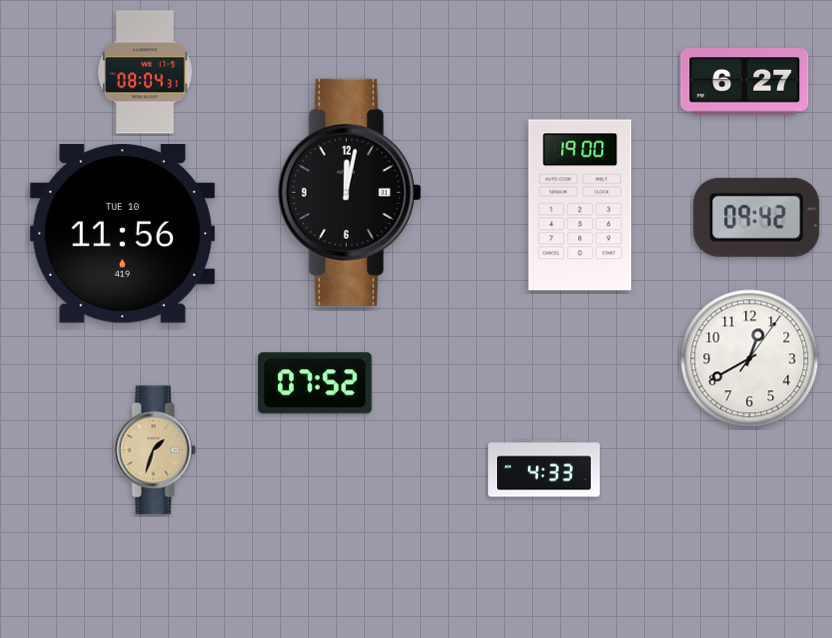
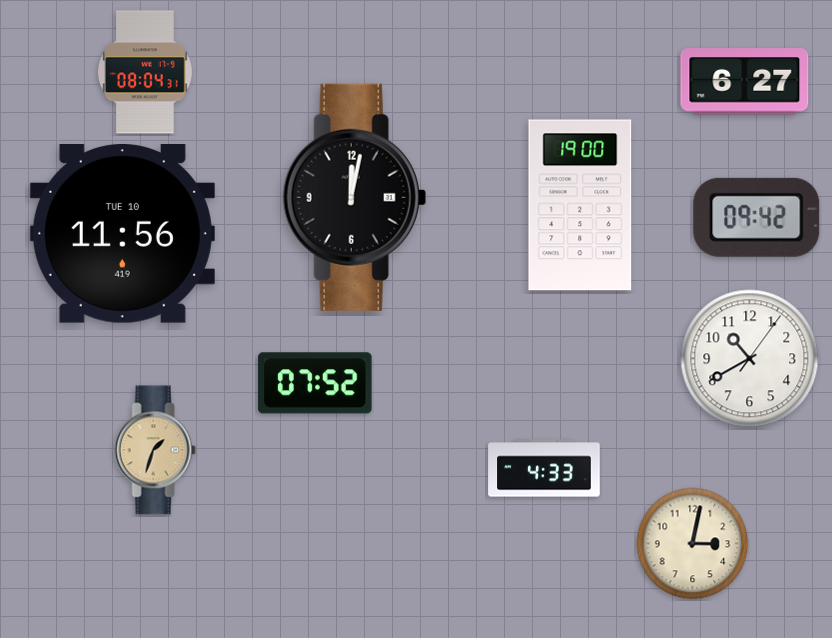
clock at (349, 192) position: (349, 192) -> (354, 197)
clock at (750, 359): 12:40 -> 10:40
clock at (693, 544): none -> 3:02
